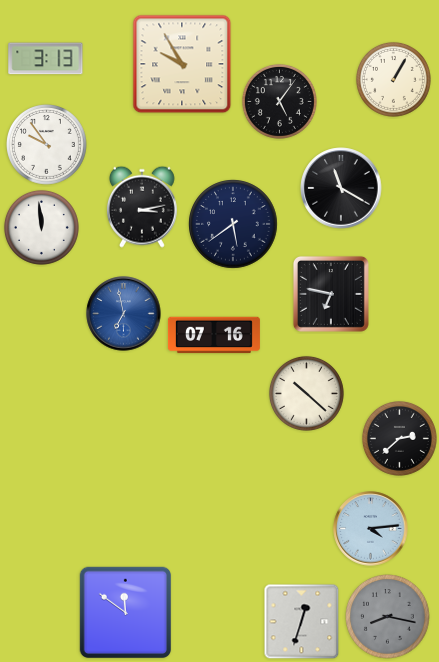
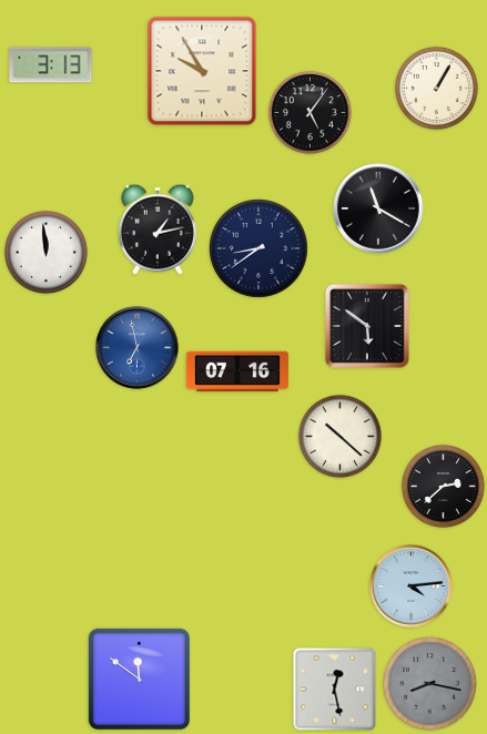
clock at (47, 145): 9:54 -> none
clock at (142, 207): 3:13 -> 1:13
clock at (233, 224): 5:39 -> 8:39
clock at (331, 294): 6:47 -> 5:51
clock at (302, 622): 12:33 -> 12:28
